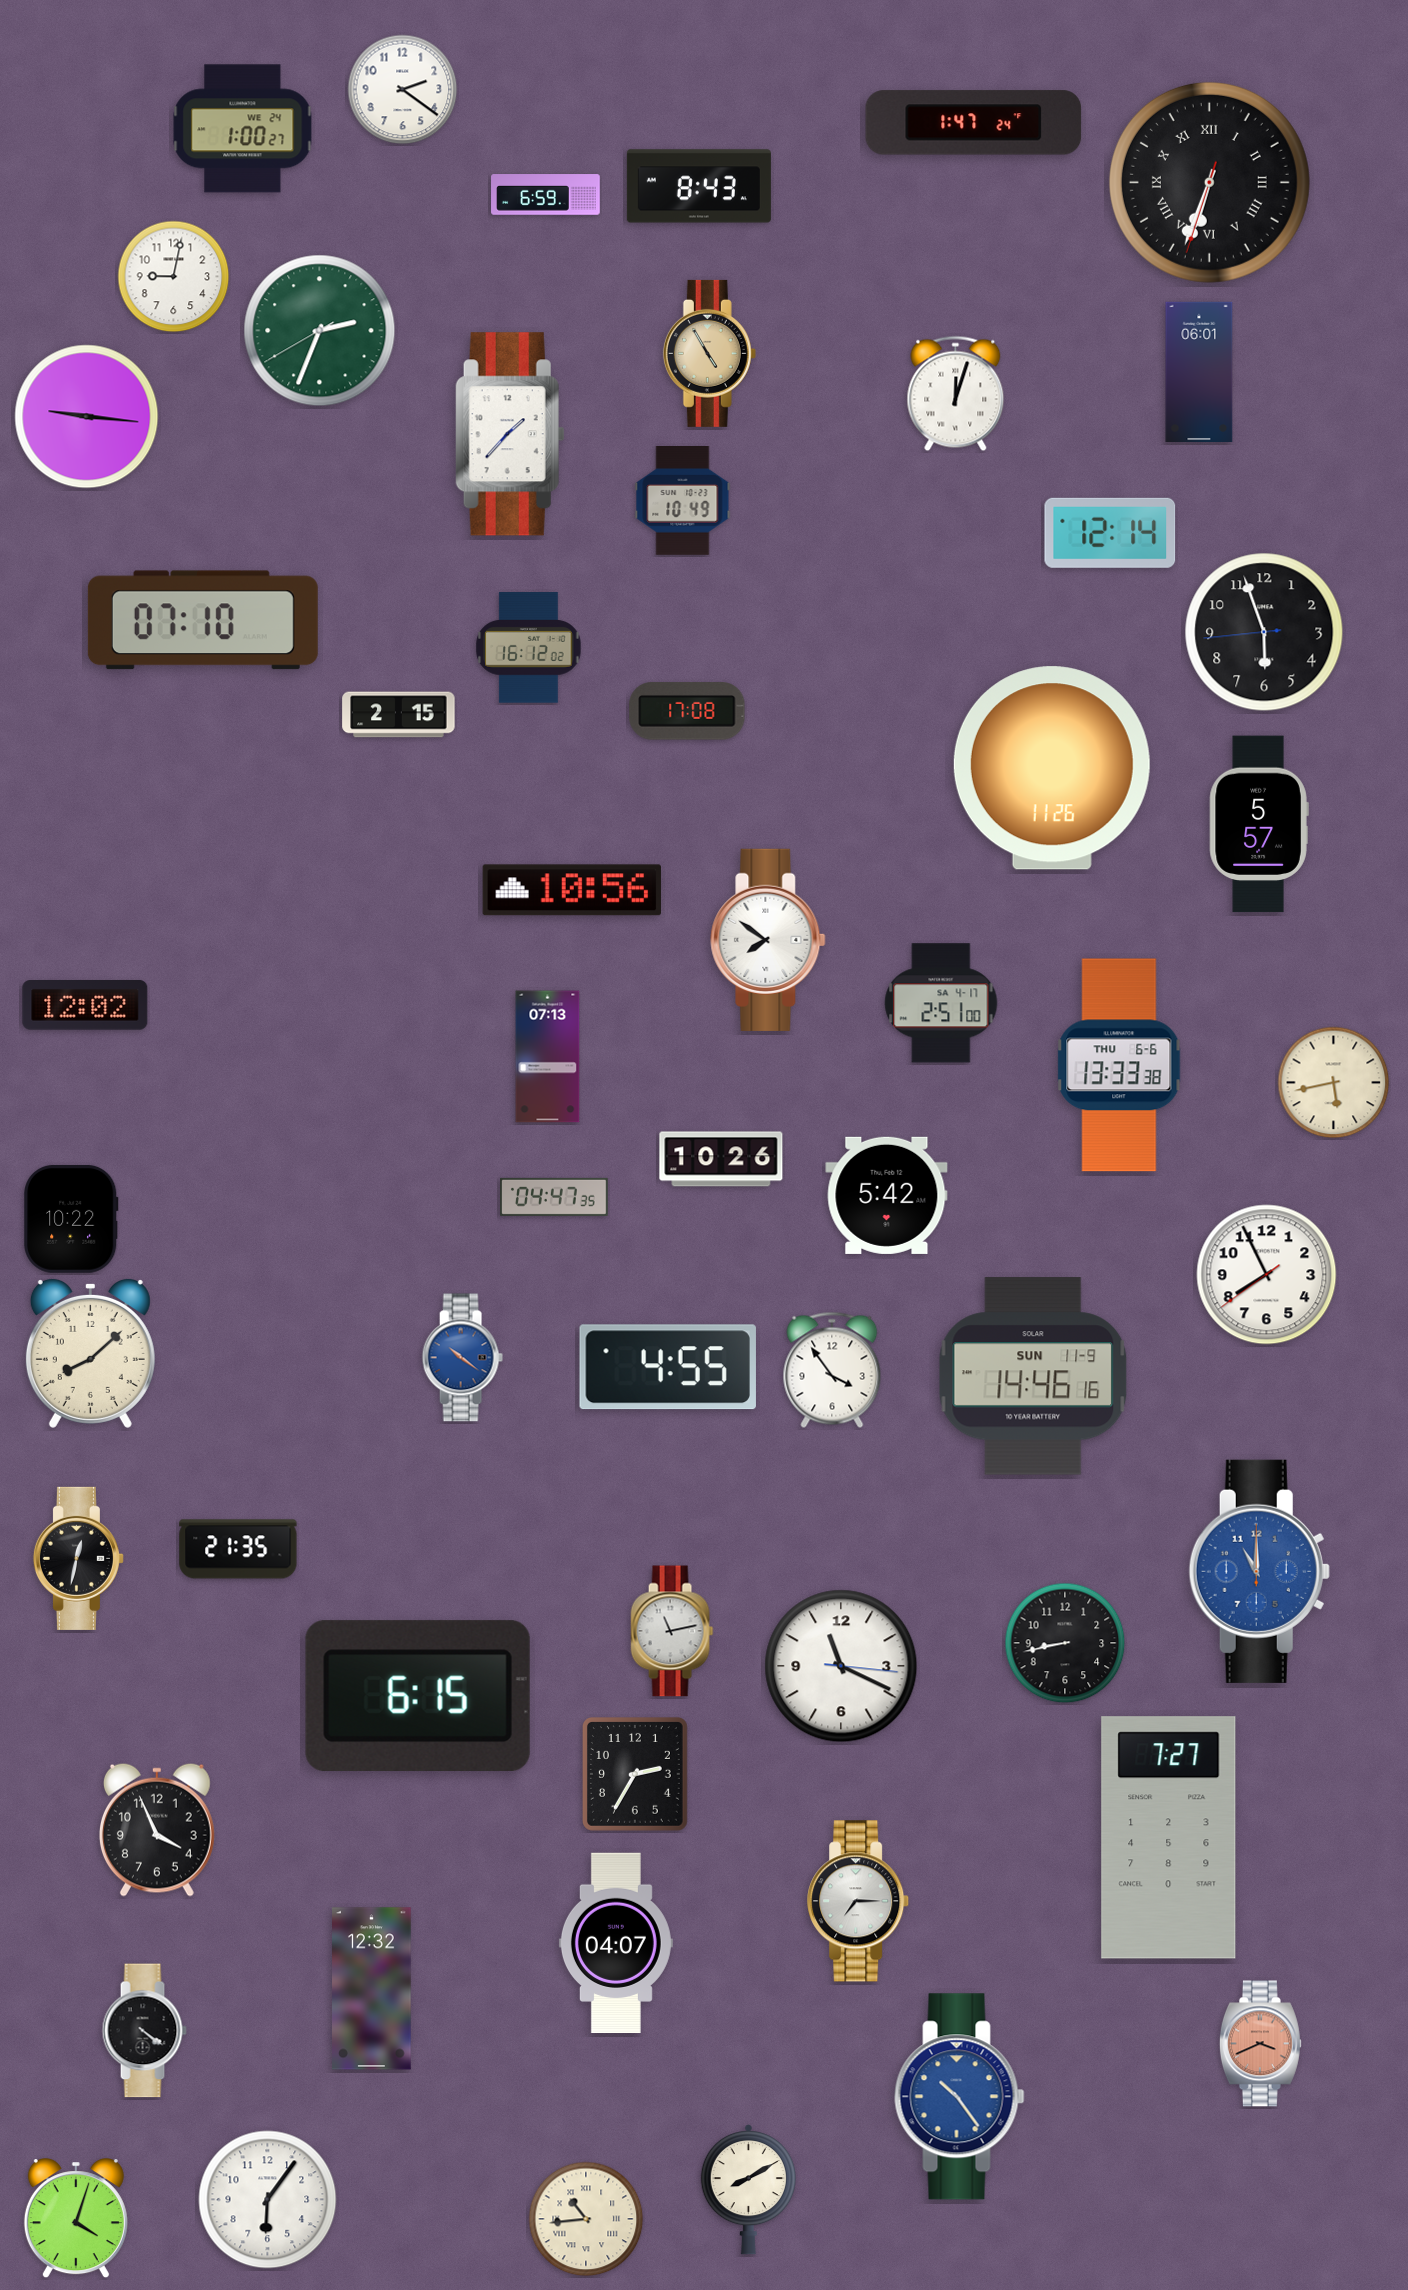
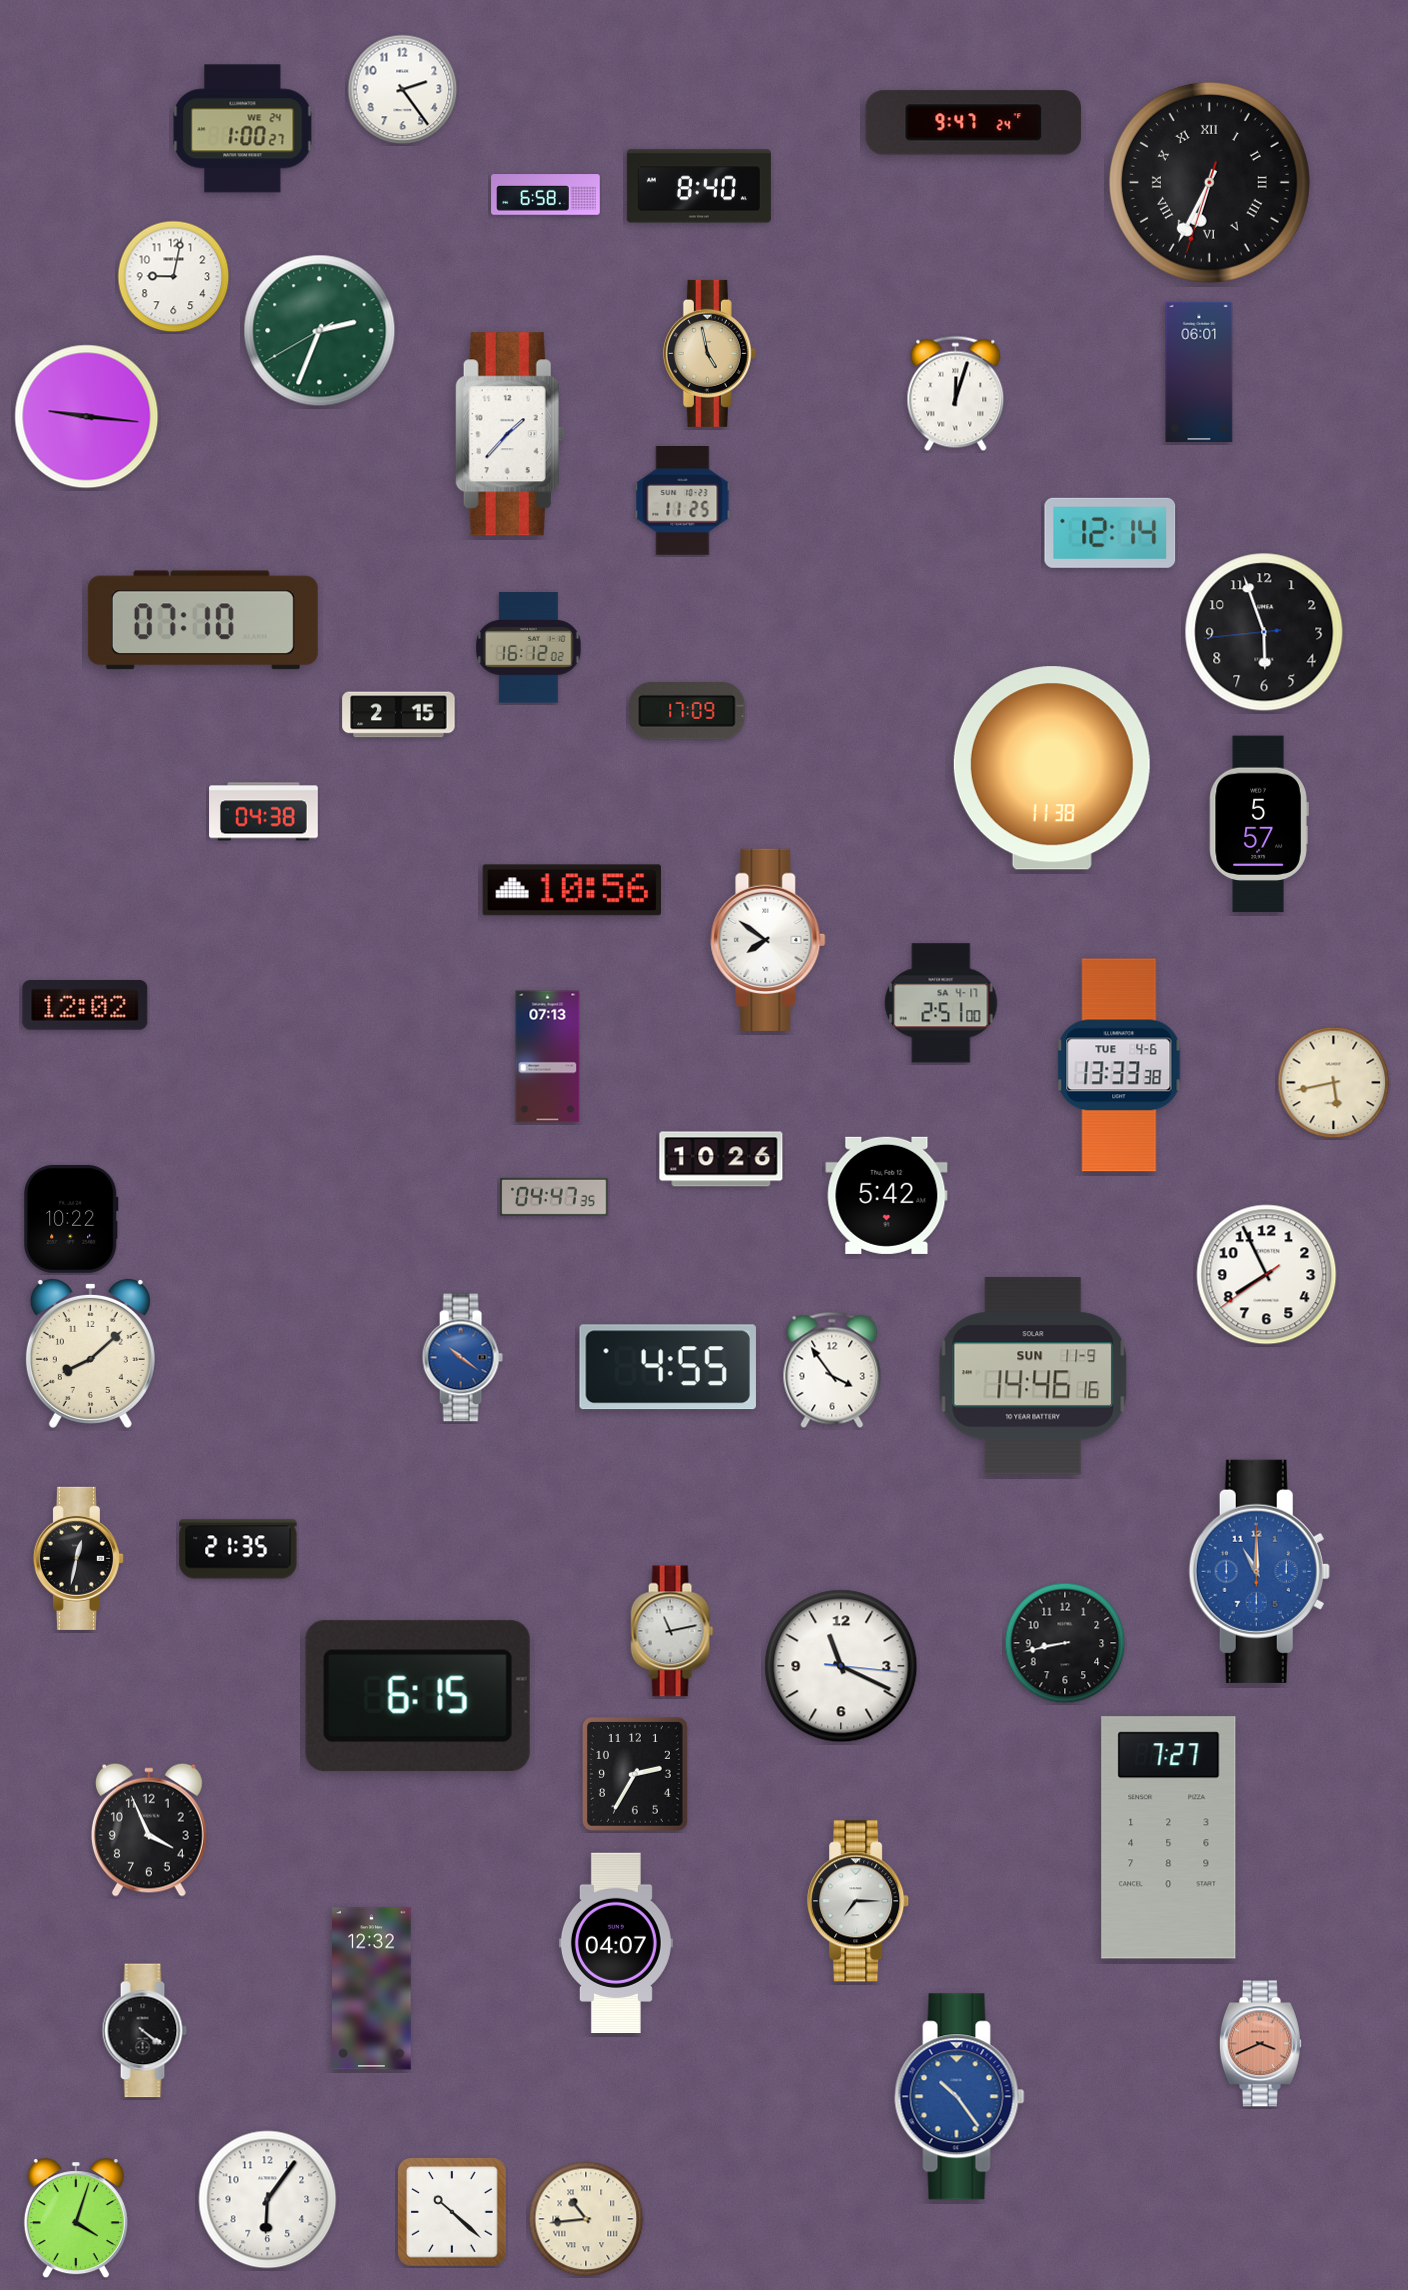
clock at (403, 90): 2:21 -> 2:24
clock at (974, 123): 1:47 -> 9:47
clock at (1209, 182): 6:33 -> 6:34
clock at (699, 186): 8:43 -> 8:40
clock at (546, 195): 6:59 -> 6:58
clock at (709, 353): 4:55 -> 4:58
clock at (683, 501): 10:49 -> 11:25
clock at (687, 711): 17:08 -> 17:09
clock at (1052, 768): 11:26 -> 11:38
clock at (264, 812): none -> 04:38
clock at (1119, 1065) date: THU 6-6 -> TUE 4-6
clock at (157, 1830) position: (157, 1830) -> (149, 1830)
clock at (748, 2189): 8:10 -> none
clock at (452, 2212): none -> 10:22
